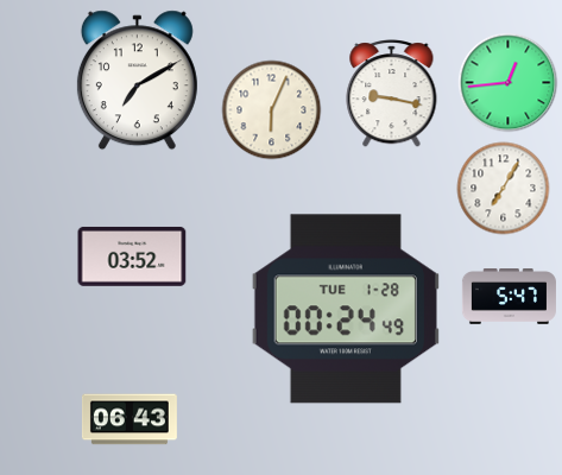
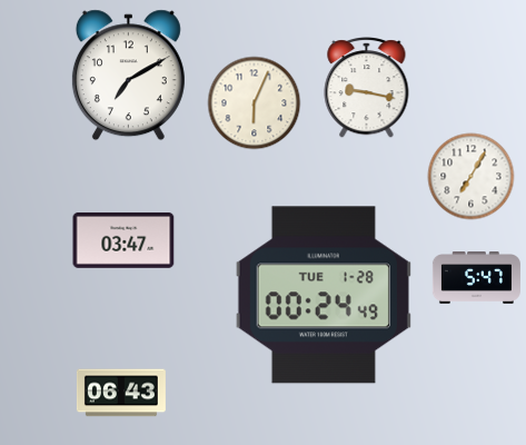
clock at (509, 83): 12:44 -> none
clock at (132, 256): 03:52 -> 03:47
clock at (346, 309) position: (346, 309) -> (324, 295)
